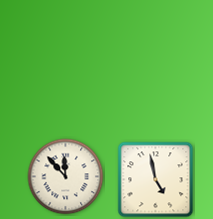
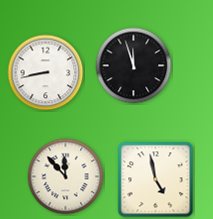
clock at (134, 66): none -> 11:57
clock at (46, 73): none -> 8:43
